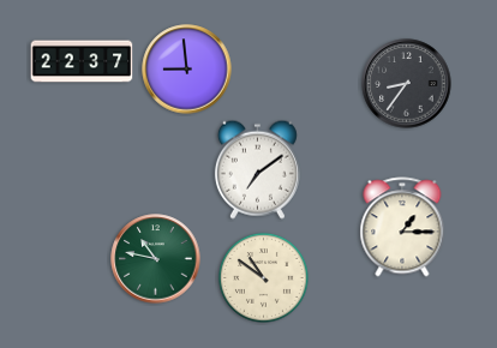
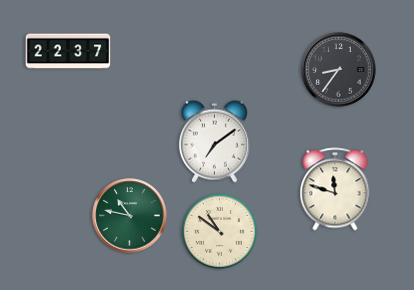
clock at (187, 70): 8:59 -> none
clock at (402, 227): 1:15 -> 11:48
